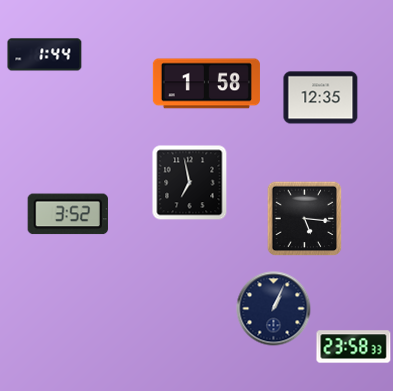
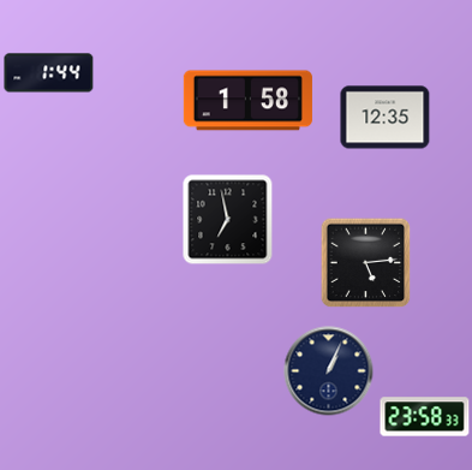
clock at (45, 55) position: (45, 55) -> (49, 73)
clock at (67, 214): 3:52 -> none
clock at (305, 219): 5:16 -> 5:14
